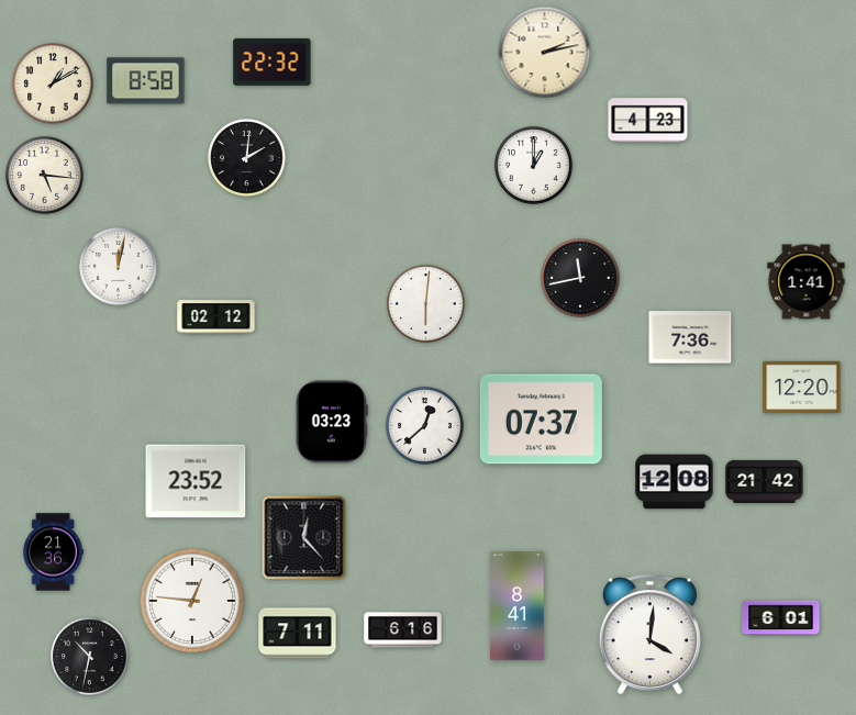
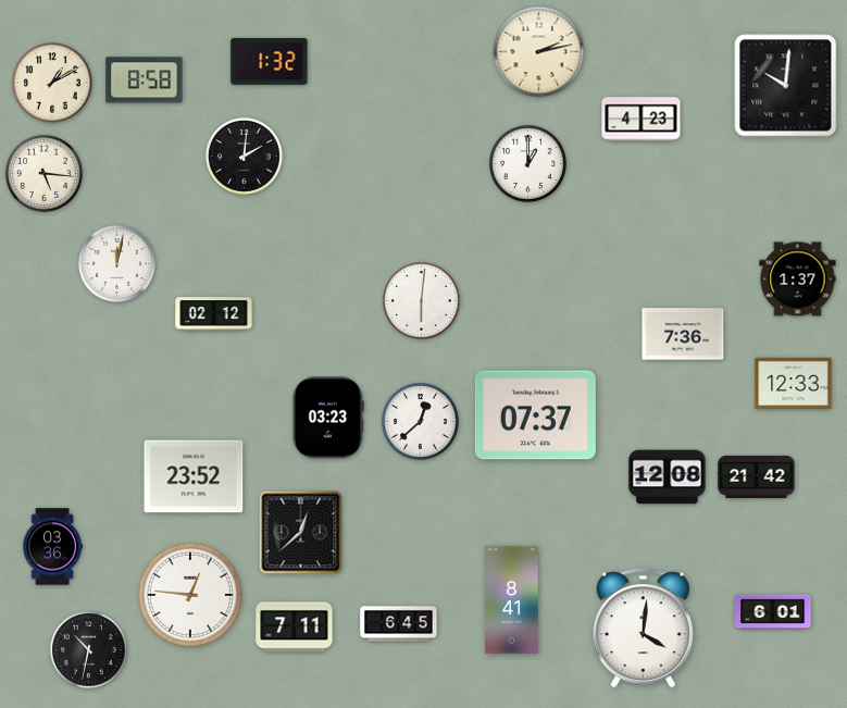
clock at (273, 62): 22:32 -> 1:32
clock at (786, 86): none -> 10:01
clock at (580, 278): 11:43 -> none
clock at (807, 282): 1:41 -> 1:37
clock at (802, 387): 12:20 -> 12:33
clock at (304, 538): 12:23 -> 12:38
clock at (53, 552): 21:36 -> 03:36
clock at (403, 630): 6:16 -> 6:45
